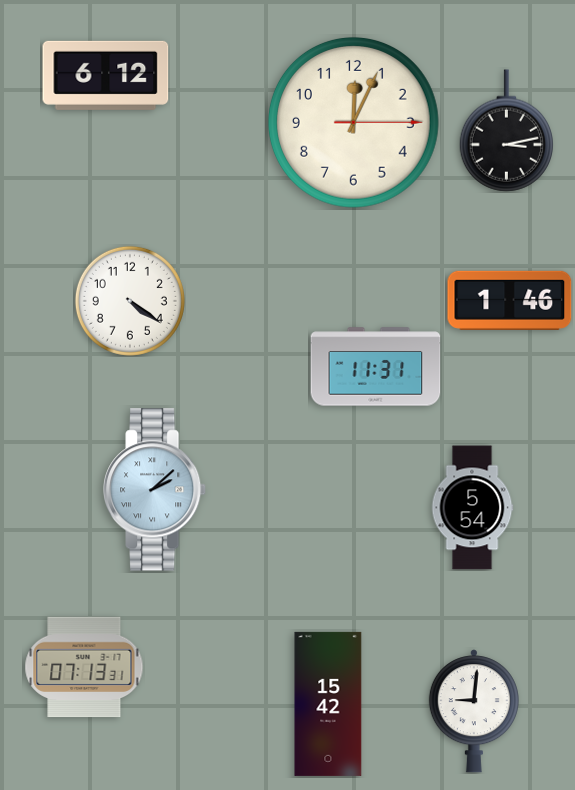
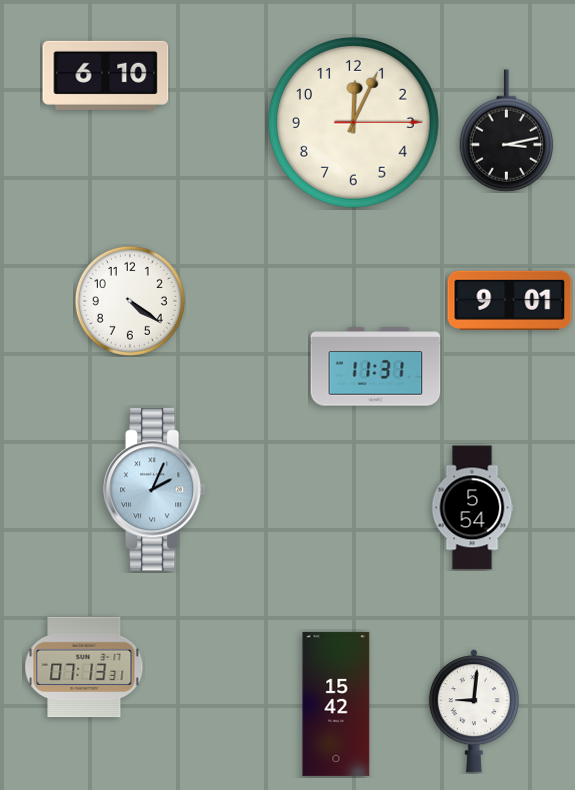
clock at (106, 75): 6:12 -> 6:10
clock at (510, 300): 1:46 -> 9:01
clock at (156, 490): 2:08 -> 2:04
clock at (328, 704) position: (328, 704) -> (336, 704)
